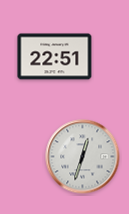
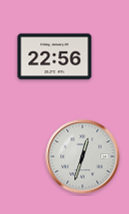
clock at (55, 57): 22:51 -> 22:56
